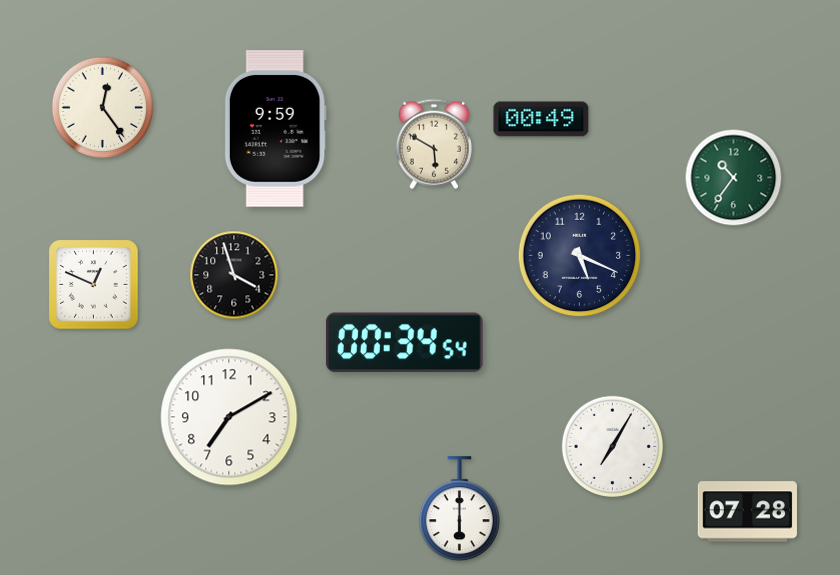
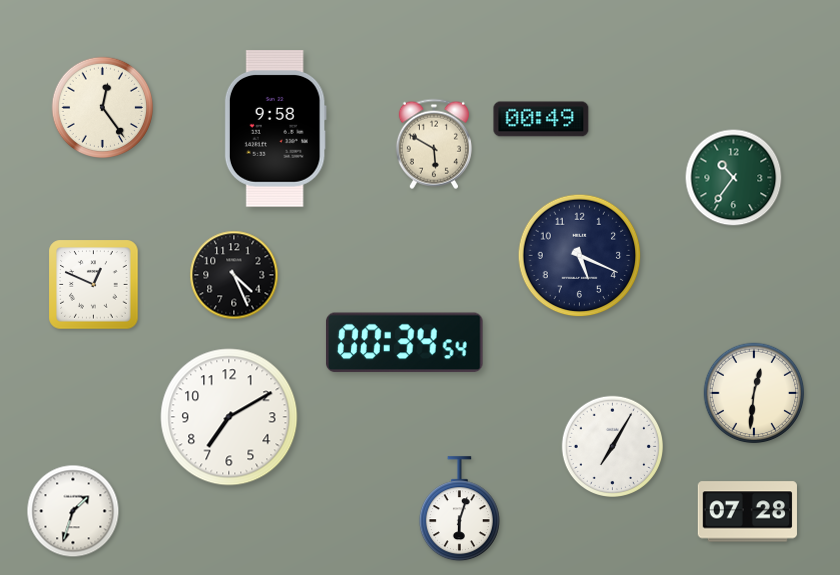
clock at (275, 129): 9:59 -> 9:58
clock at (234, 275): 3:57 -> 4:26
clock at (754, 393): none -> 12:31
clock at (459, 509): 6:00 -> 6:03
clock at (73, 511): none -> 1:33
